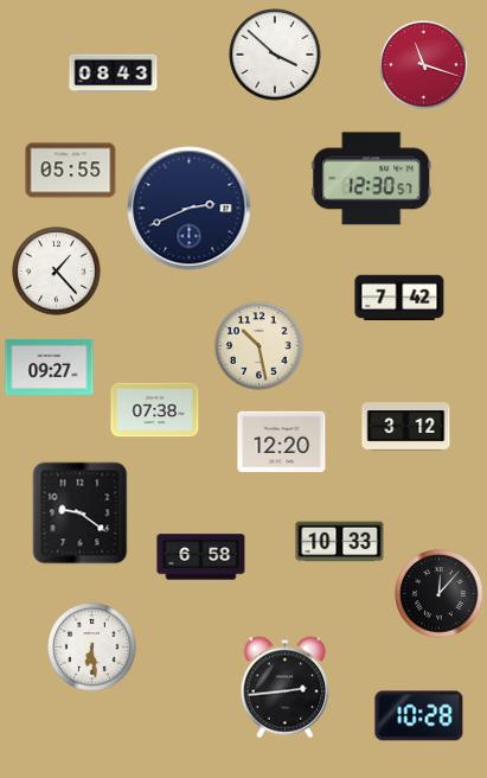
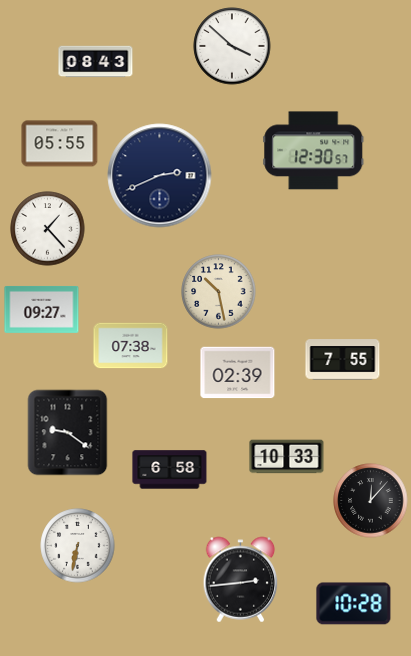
clock at (424, 65): 11:18 -> none
clock at (399, 298): 7:42 -> none
clock at (406, 427): 3:12 -> 7:55
clock at (282, 442): 12:20 -> 02:39
clock at (92, 648): 6:29 -> 6:32
